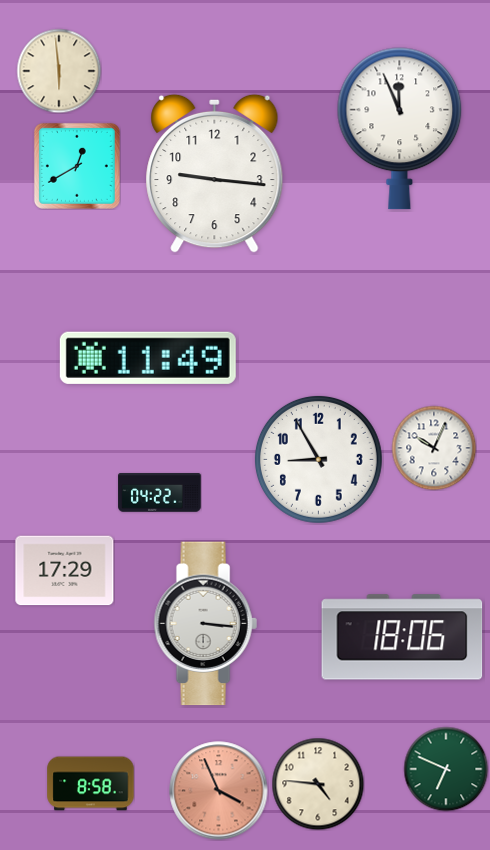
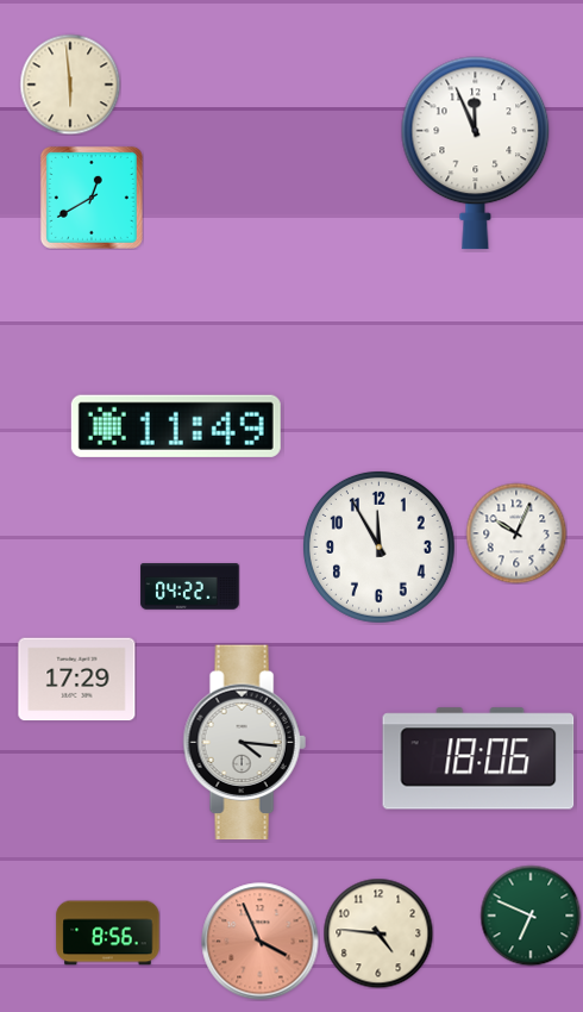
clock at (215, 173): 9:16 -> none
clock at (318, 459): 8:55 -> 11:55
clock at (205, 624): 3:16 -> 4:16
clock at (91, 784): 8:58 -> 8:56
